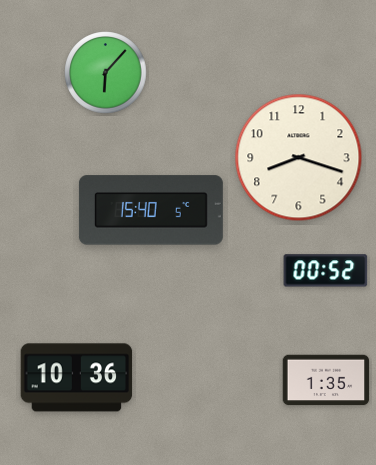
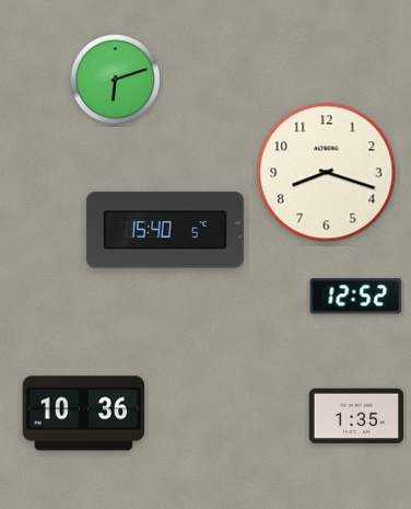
clock at (106, 73): 6:07 -> 6:12
clock at (326, 271): 00:52 -> 12:52
